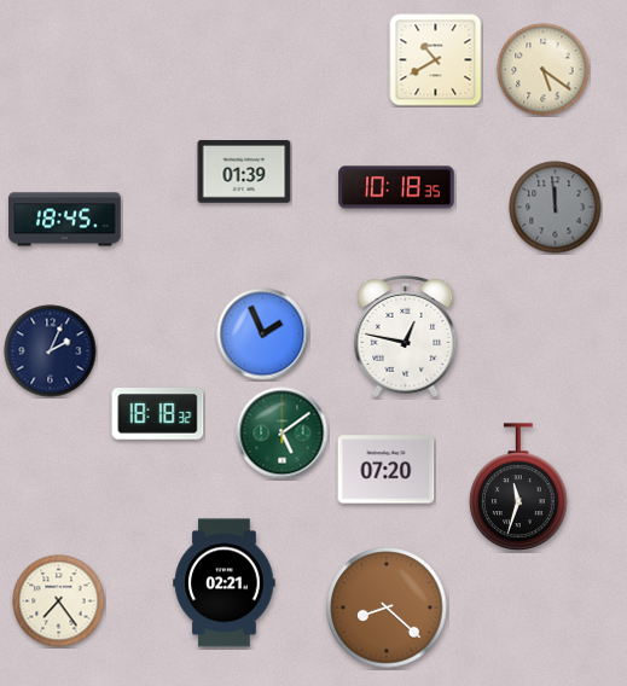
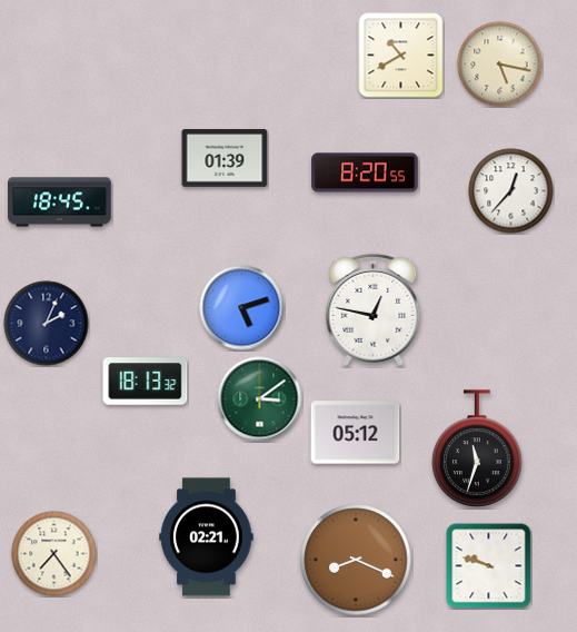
clock at (544, 70): 5:21 -> 5:17
clock at (396, 187): 10:18 -> 8:20
clock at (556, 208): 11:59 -> 12:37
clock at (556, 208) dial: grey -> white
clock at (263, 335): 1:56 -> 5:12
clock at (158, 414): 18:18 -> 18:13
clock at (283, 434): 5:09 -> 3:09
clock at (387, 470): 07:20 -> 05:12
clock at (387, 607): 8:22 -> 8:19
clock at (489, 566): none -> 9:48
